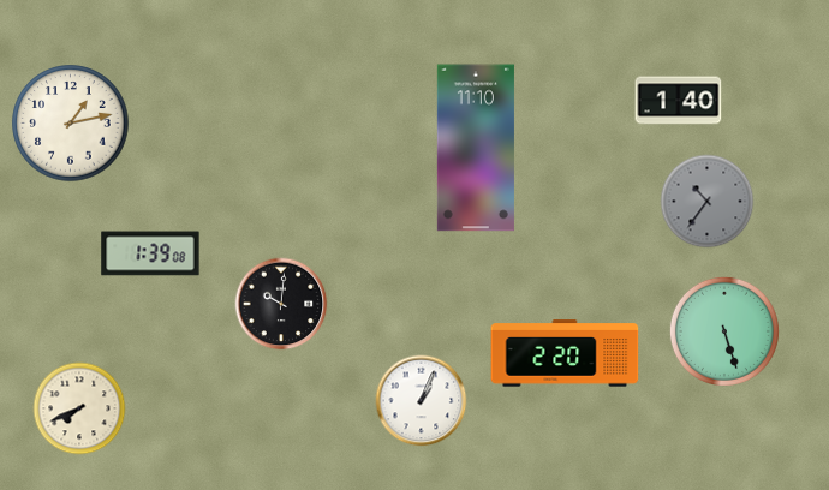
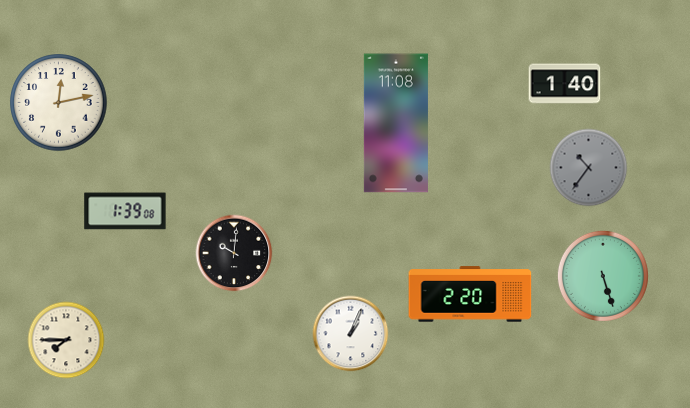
clock at (71, 124): 1:13 -> 12:13
clock at (476, 148): 11:10 -> 11:08
clock at (79, 408): 7:41 -> 7:45
